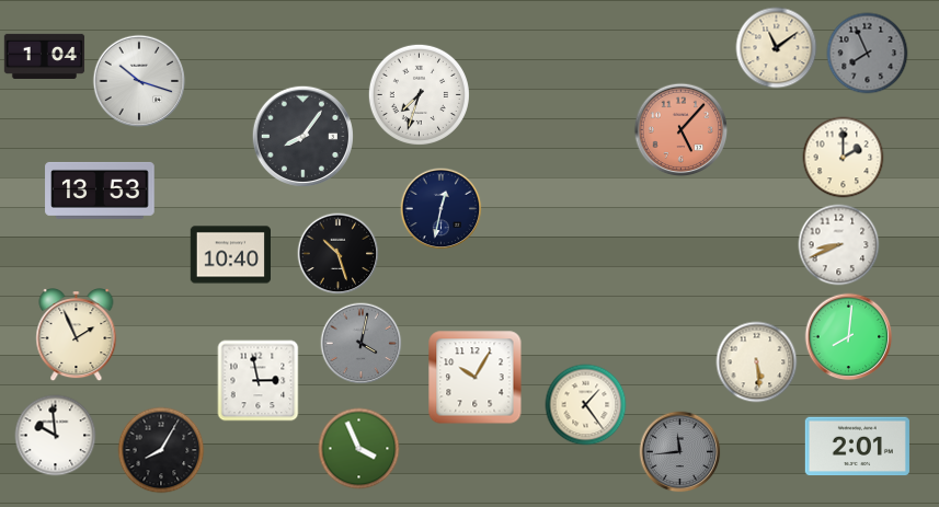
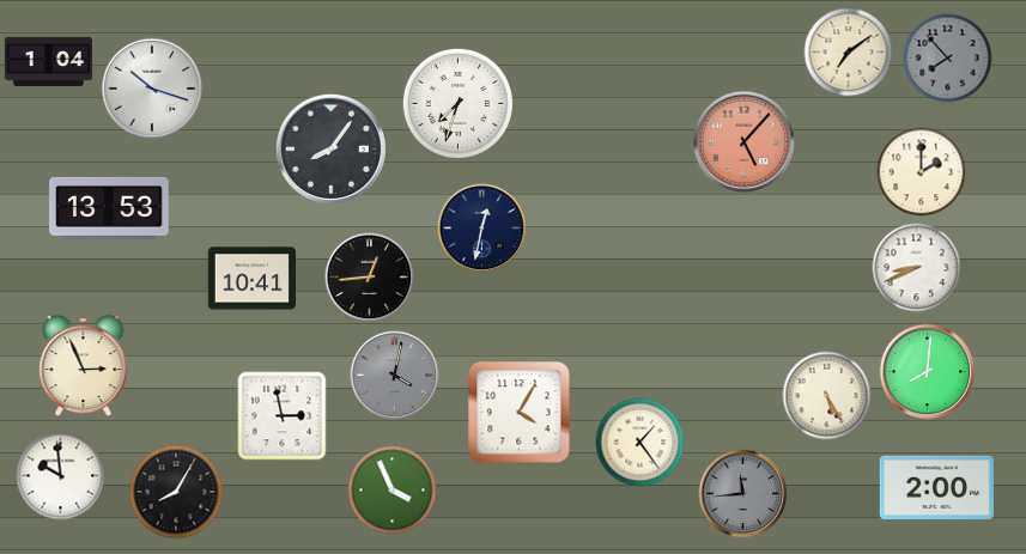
clock at (777, 48): 11:09 -> 7:09
clock at (868, 54): 7:56 -> 7:53
clock at (339, 254): 10:27 -> 12:44
clock at (230, 255): 10:40 -> 10:41
clock at (77, 336): 1:56 -> 2:56
clock at (849, 337) position: (849, 337) -> (928, 372)
clock at (757, 362): 5:29 -> 5:25
clock at (476, 378): 10:05 -> 4:05
clock at (857, 447): 2:01 -> 2:00
